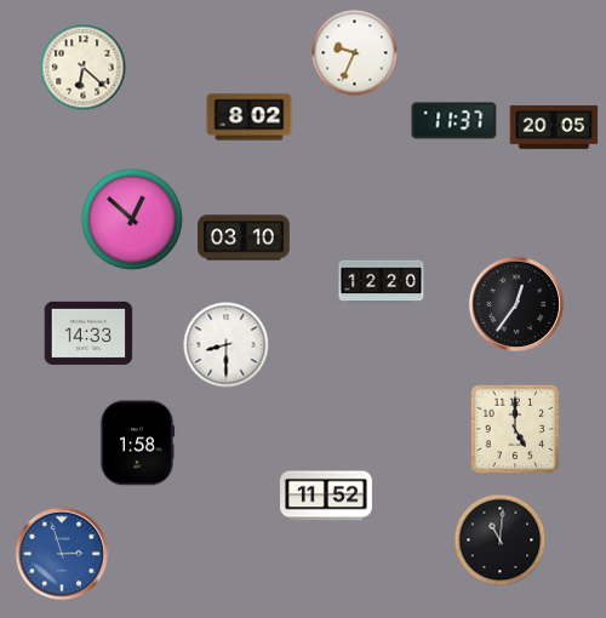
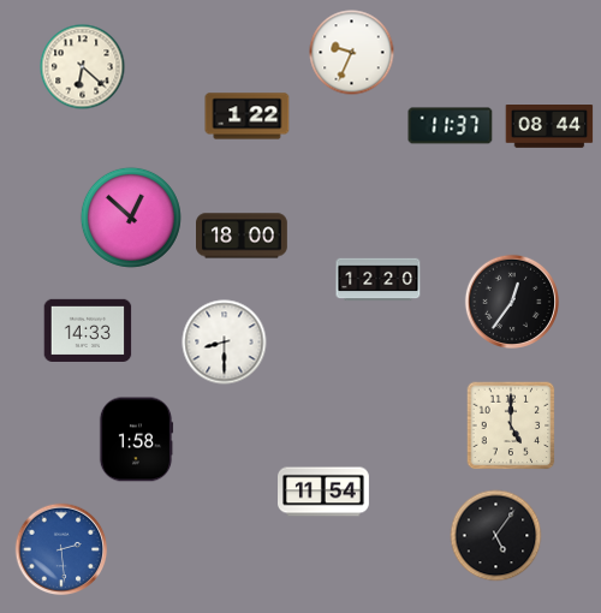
clock at (250, 118): 8:02 -> 1:22
clock at (454, 121) position: (454, 121) -> (451, 126)
clock at (554, 128): 20:05 -> 08:44
clock at (245, 238): 03:10 -> 18:00
clock at (327, 496): 11:52 -> 11:54
clock at (501, 540): 11:01 -> 5:06
clock at (62, 554): 2:57 -> 2:29
